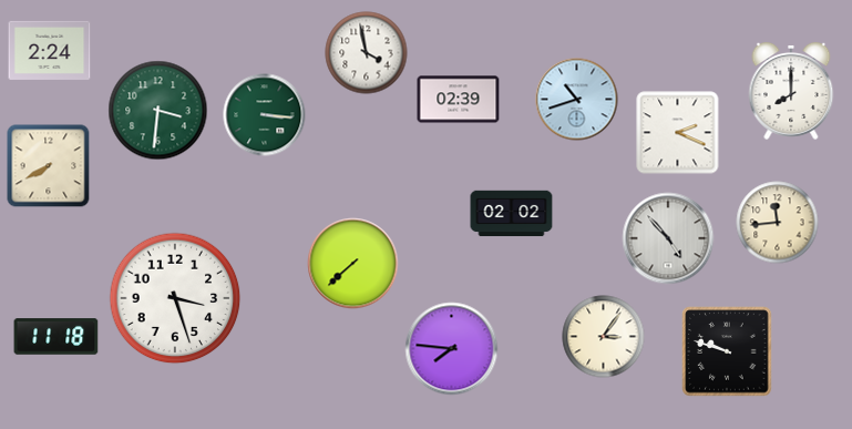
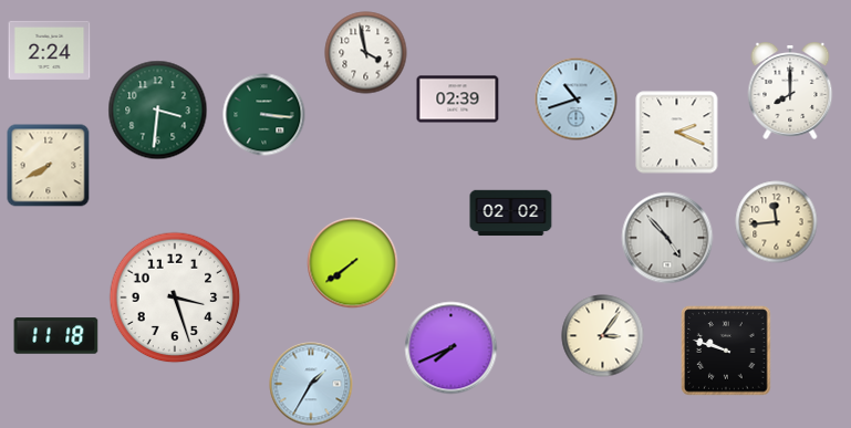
clock at (353, 264): 7:38 -> 7:39
clock at (452, 349): 7:46 -> 7:41
clock at (311, 384): none -> 1:35
